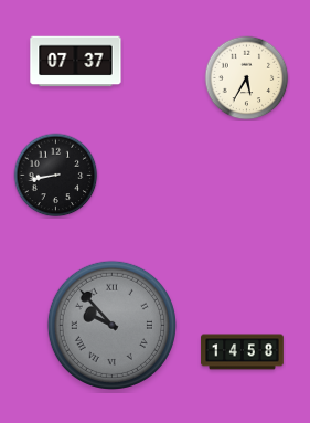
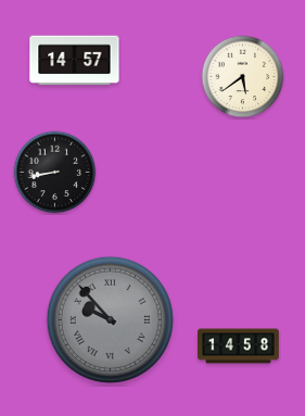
clock at (76, 62): 07:37 -> 14:57
clock at (247, 78): 5:35 -> 5:39
